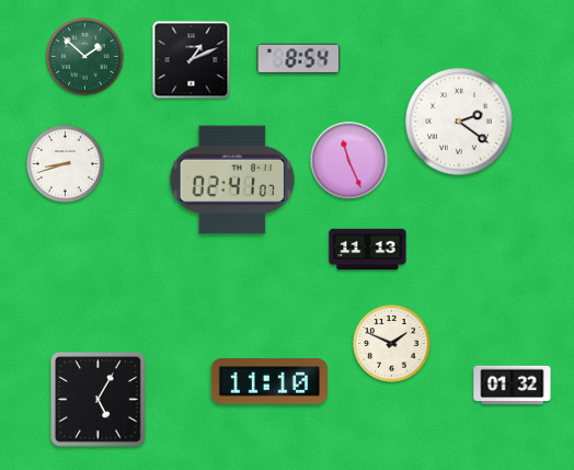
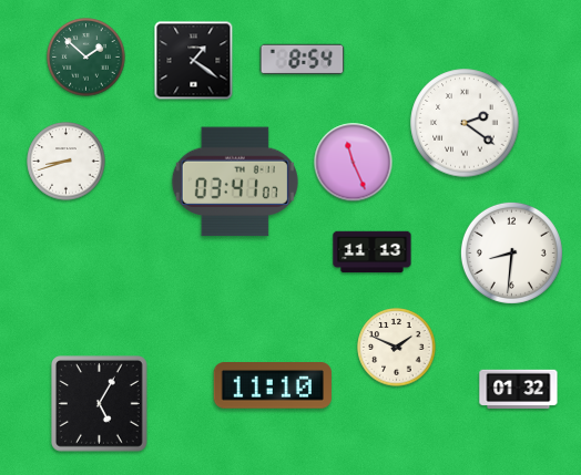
clock at (192, 60): 1:11 -> 1:21
clock at (66, 164) position: (66, 164) -> (67, 162)
clock at (232, 180): 02:41 -> 03:41
clock at (511, 252): none -> 8:31
